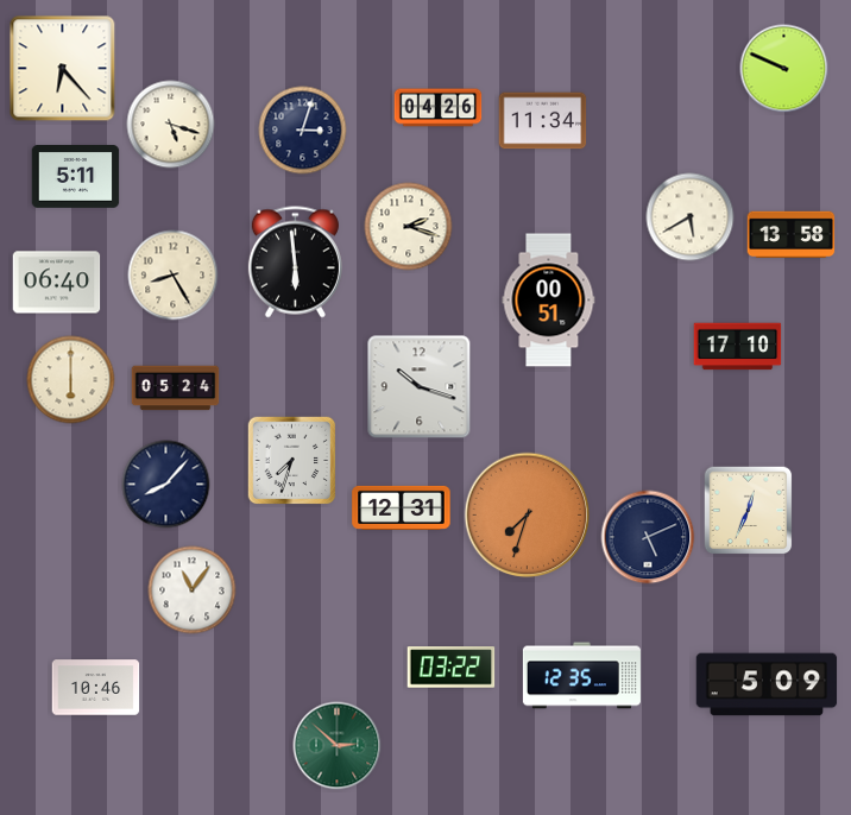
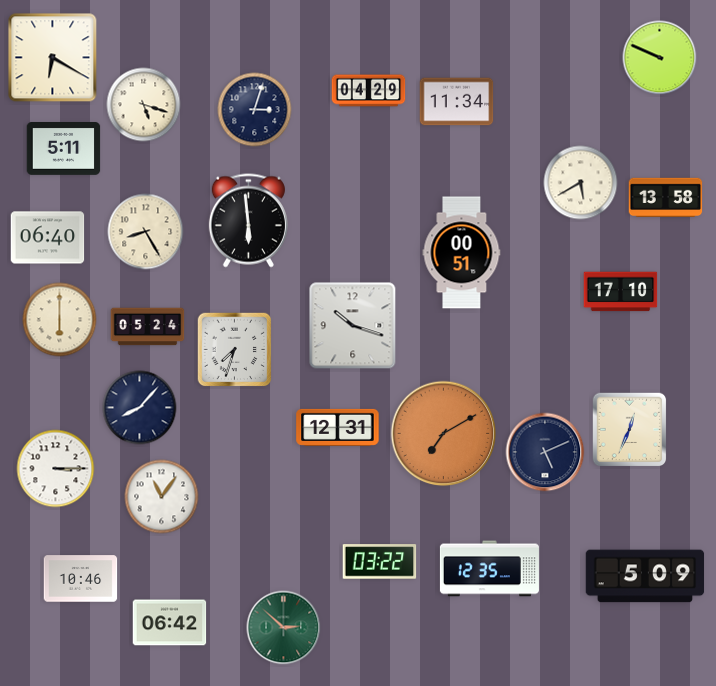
clock at (63, 69): 6:23 -> 6:20
clock at (439, 108): 04:26 -> 04:29
clock at (409, 227): 2:18 -> none
clock at (292, 461) position: (292, 461) -> (235, 350)
clock at (528, 516): 7:33 -> 7:10
clock at (56, 469): none -> 3:15
clock at (170, 623): none -> 06:42
